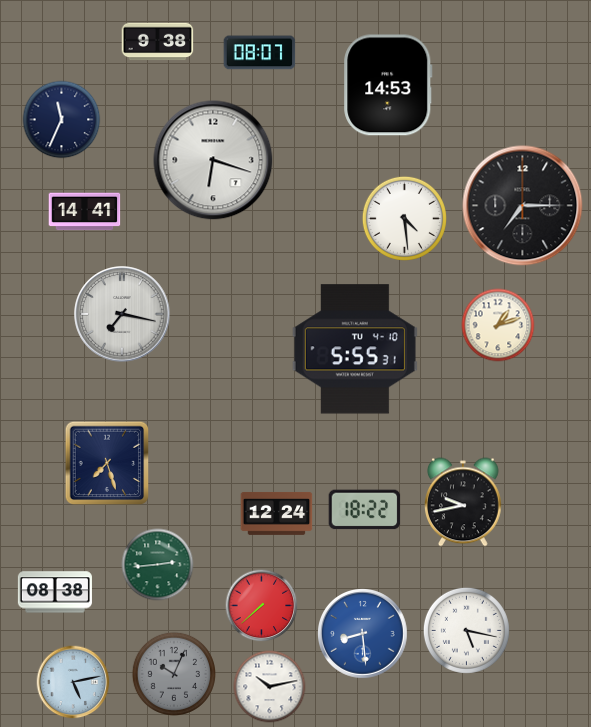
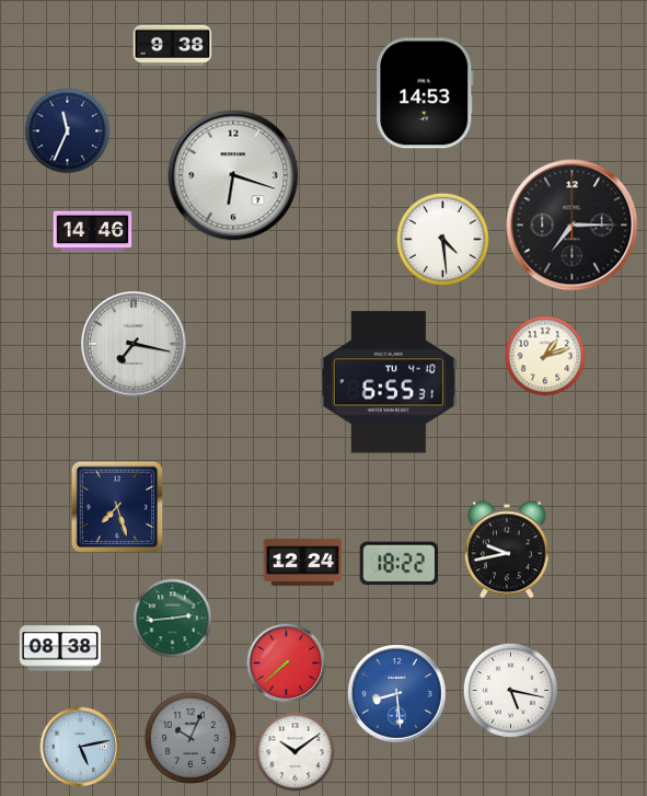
clock at (260, 53): 08:07 -> none
clock at (85, 212): 14:41 -> 14:46
clock at (355, 349): 5:55 -> 6:55
clock at (365, 510) position: (365, 510) -> (400, 564)
clock at (270, 687): 10:13 -> 10:09
